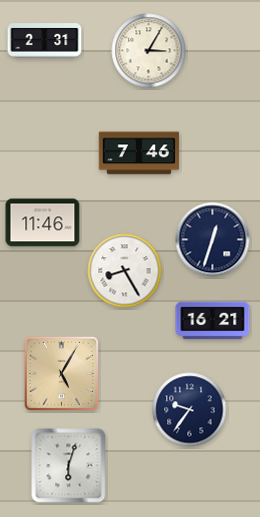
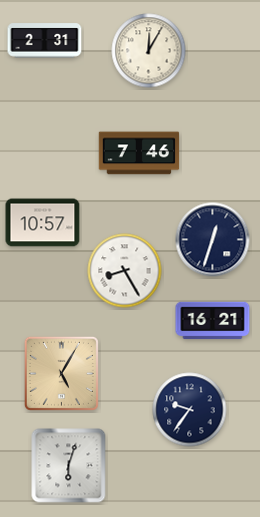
clock at (149, 51): 3:05 -> 12:05
clock at (43, 223): 11:46 -> 10:57
